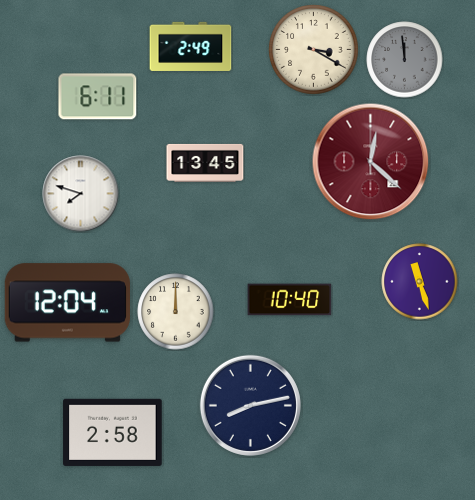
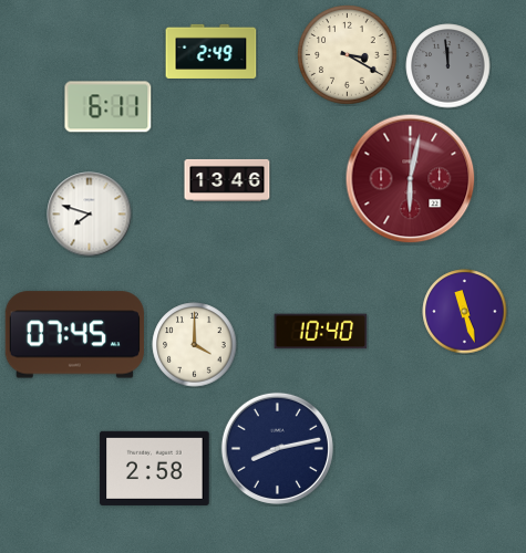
clock at (371, 162): 12:22 -> 6:02
clock at (205, 163): 13:45 -> 13:46
clock at (67, 303): 12:04 -> 07:45
clock at (176, 312): 12:00 -> 4:00
clock at (113, 432) position: (113, 432) -> (155, 468)
